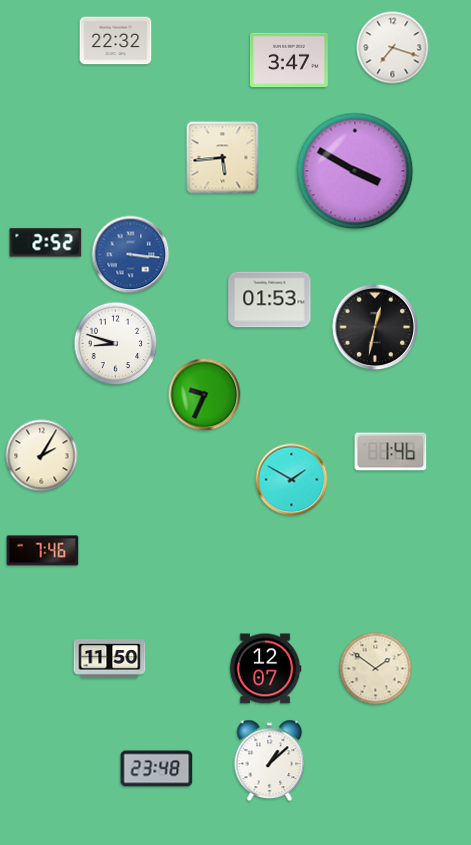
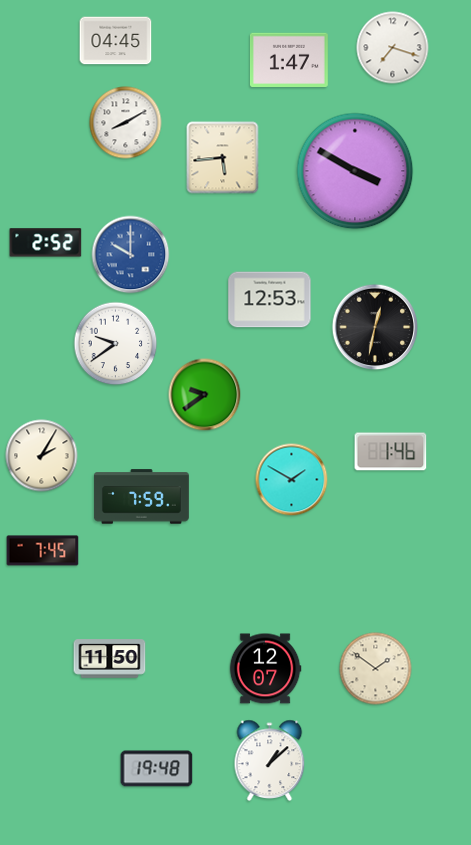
clock at (116, 41): 22:32 -> 04:45
clock at (289, 59): 3:47 -> 1:47
clock at (126, 123): none -> 8:10
clock at (131, 255): 3:16 -> 10:00
clock at (270, 300): 01:53 -> 12:53
clock at (116, 344): 8:48 -> 9:39
clock at (205, 395): 9:34 -> 9:39
clock at (141, 497): none -> 7:59
clock at (43, 551): 7:46 -> 7:45
clock at (157, 769): 23:48 -> 19:48
